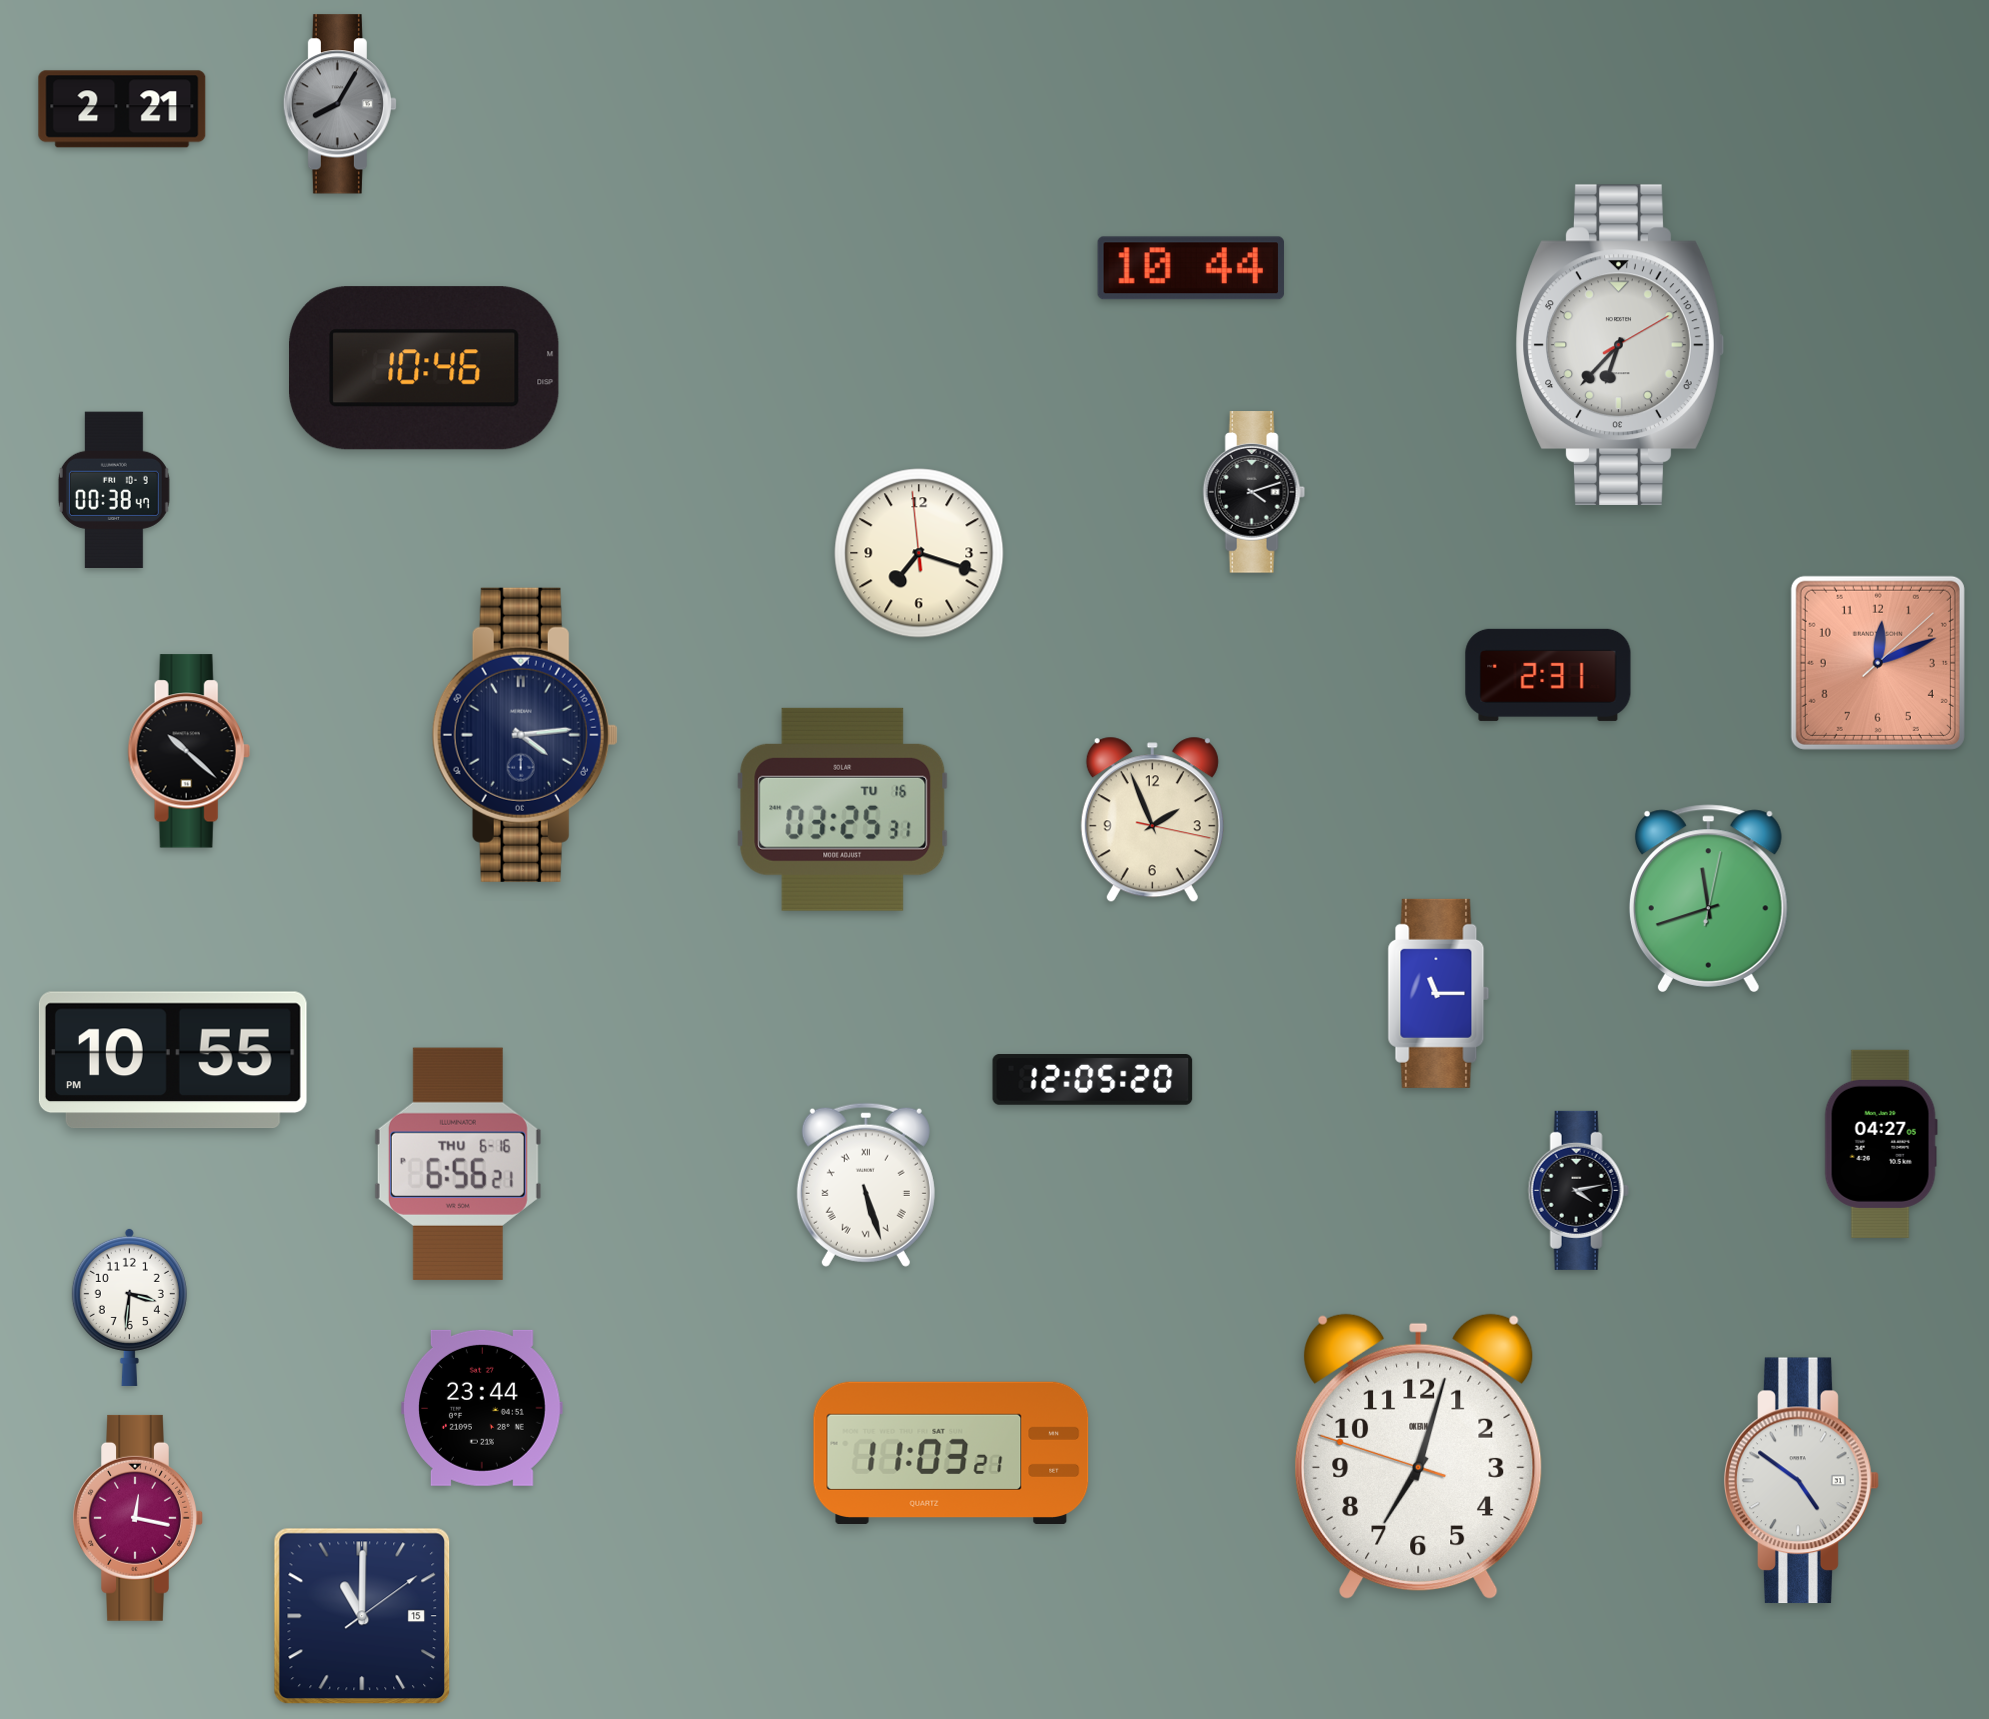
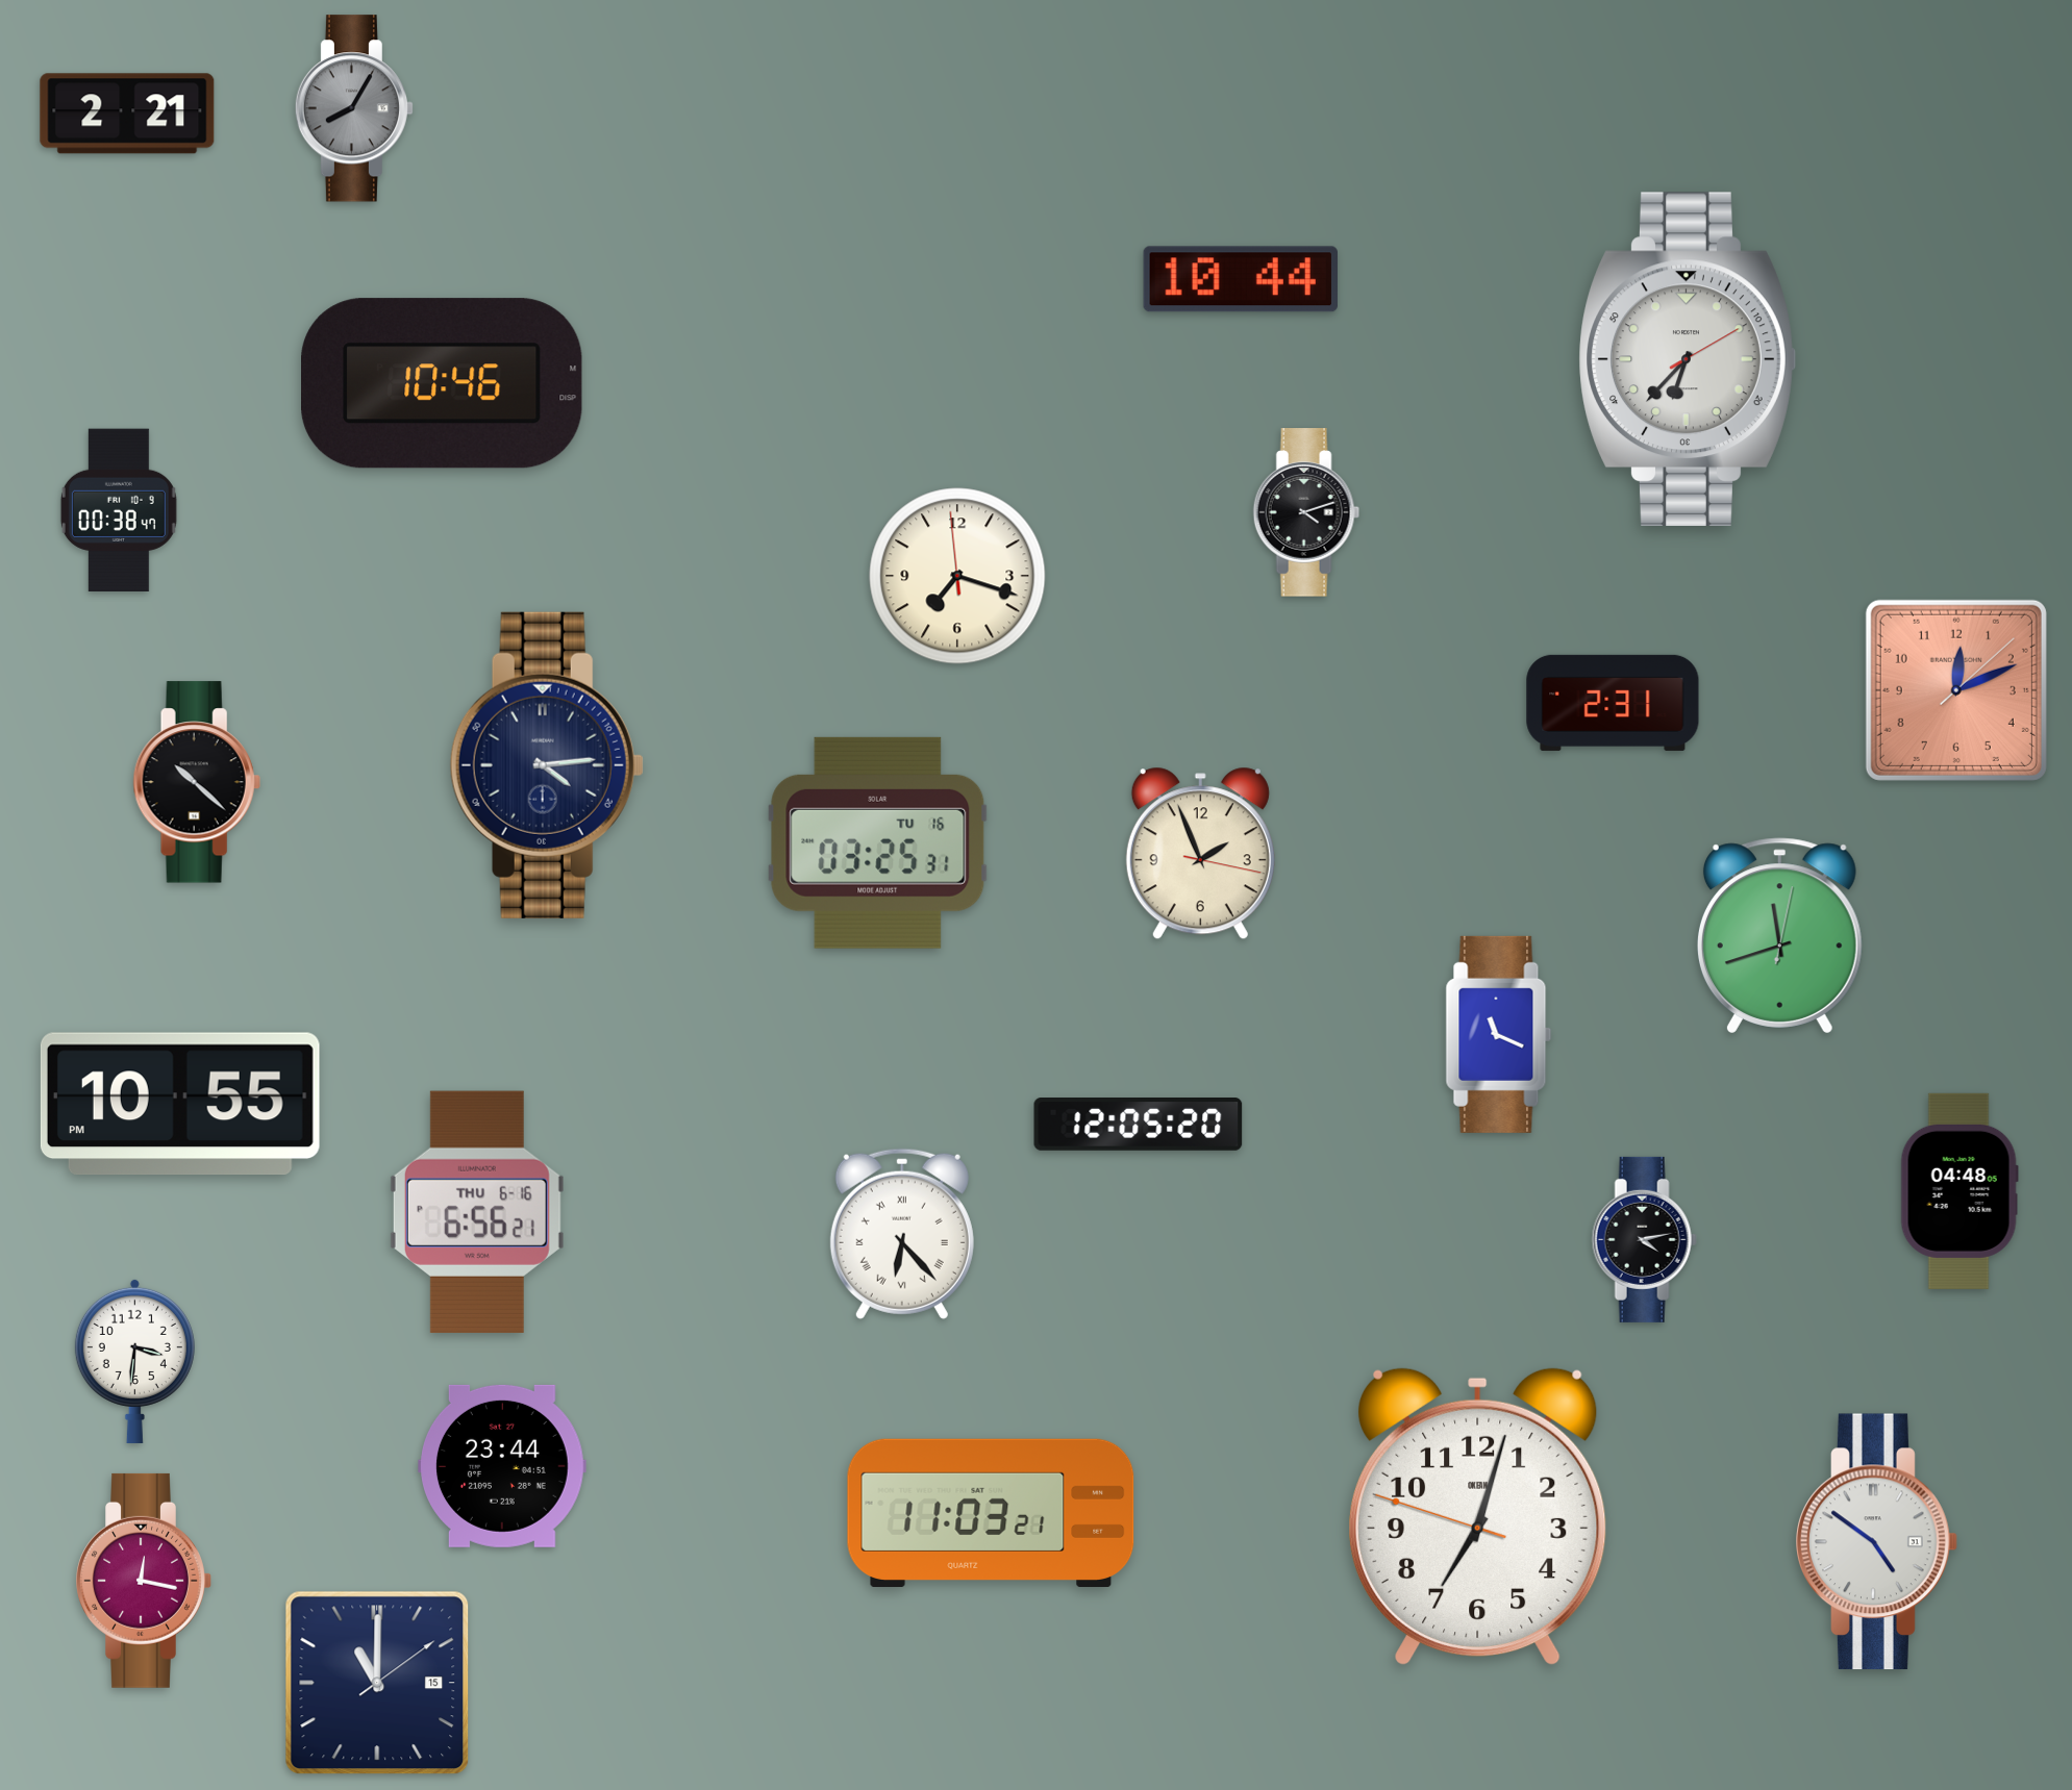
clock at (1439, 993): 11:15 -> 11:19
clock at (1881, 1144): 04:27 -> 04:48
clock at (866, 1185): 5:27 -> 6:23
